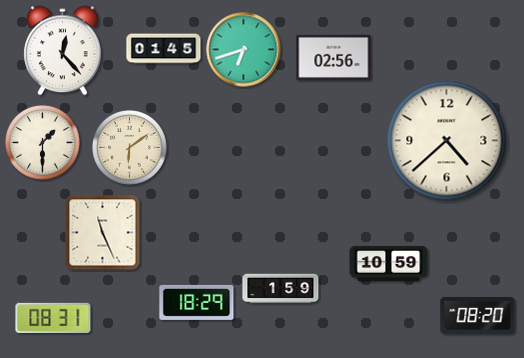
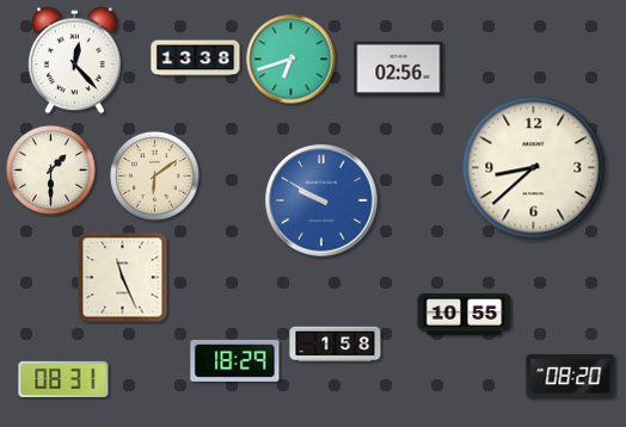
clock at (164, 49): 01:45 -> 13:38
clock at (447, 141): 4:38 -> 8:38
clock at (321, 200): none -> 9:50
clock at (389, 263): 10:59 -> 10:55
clock at (281, 289): 1:59 -> 1:58
